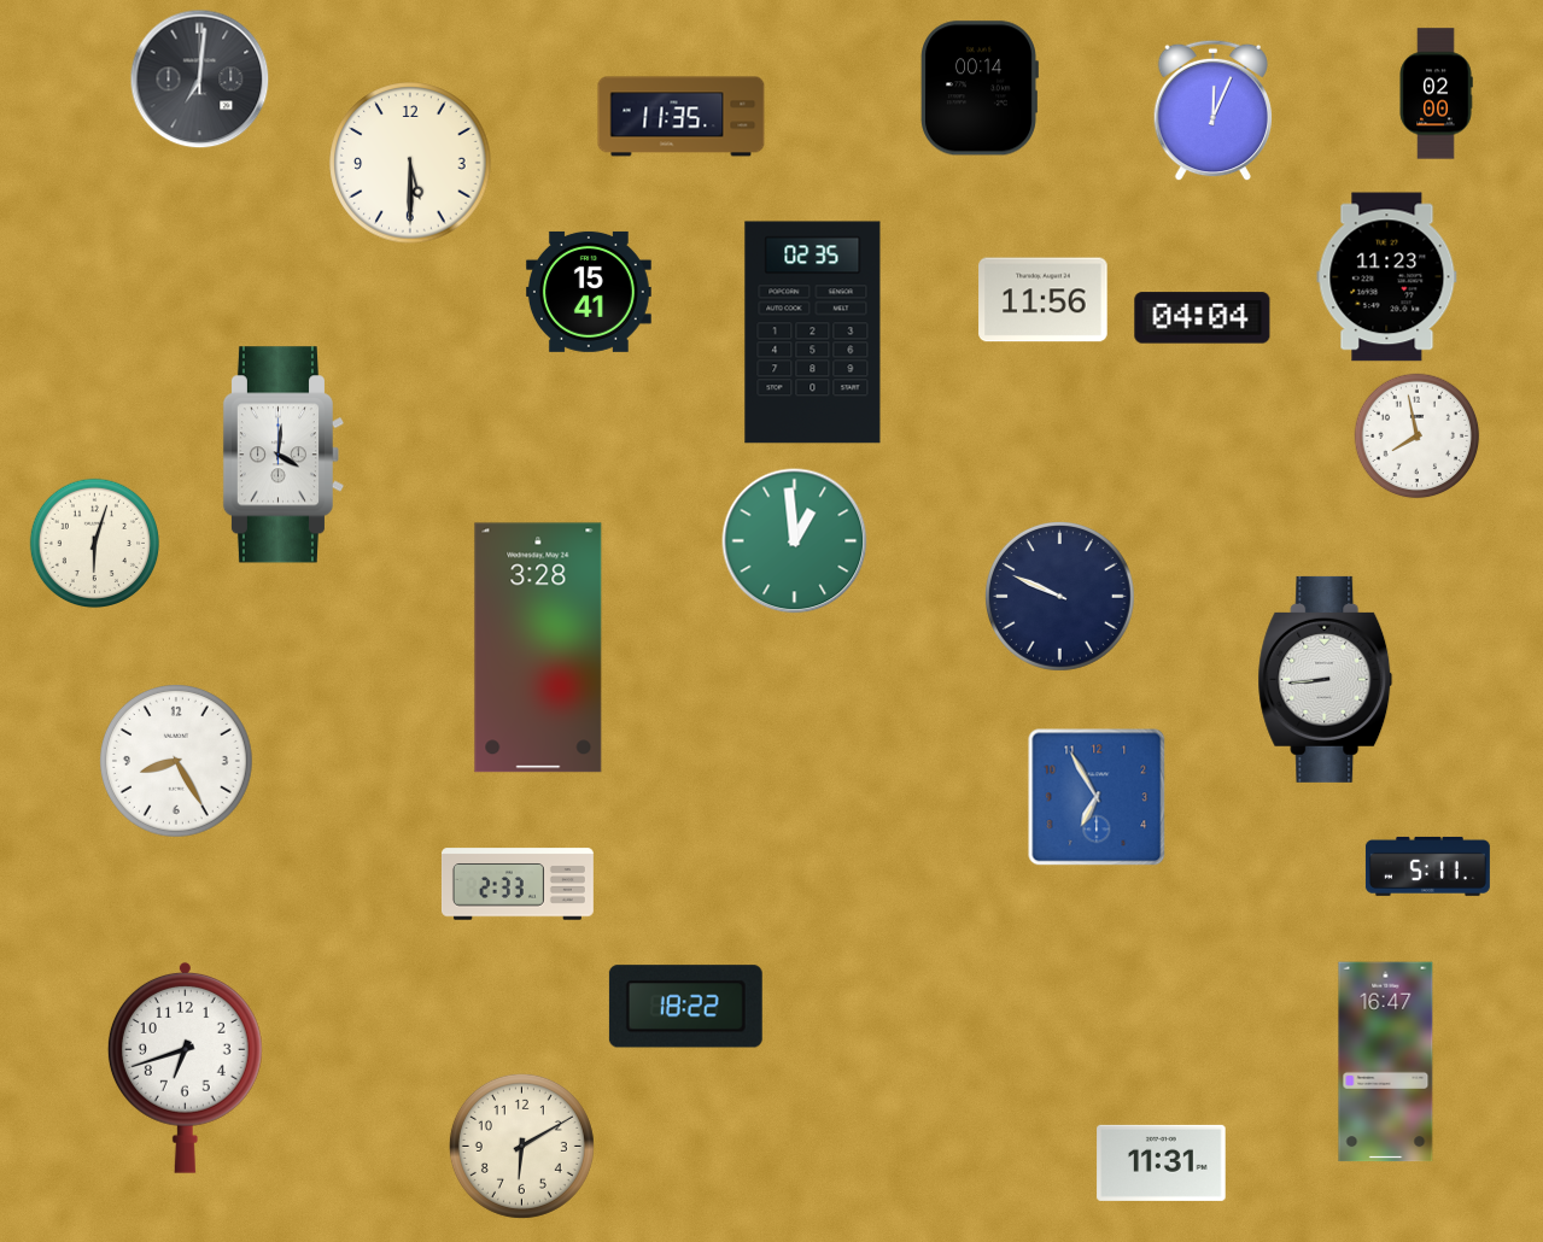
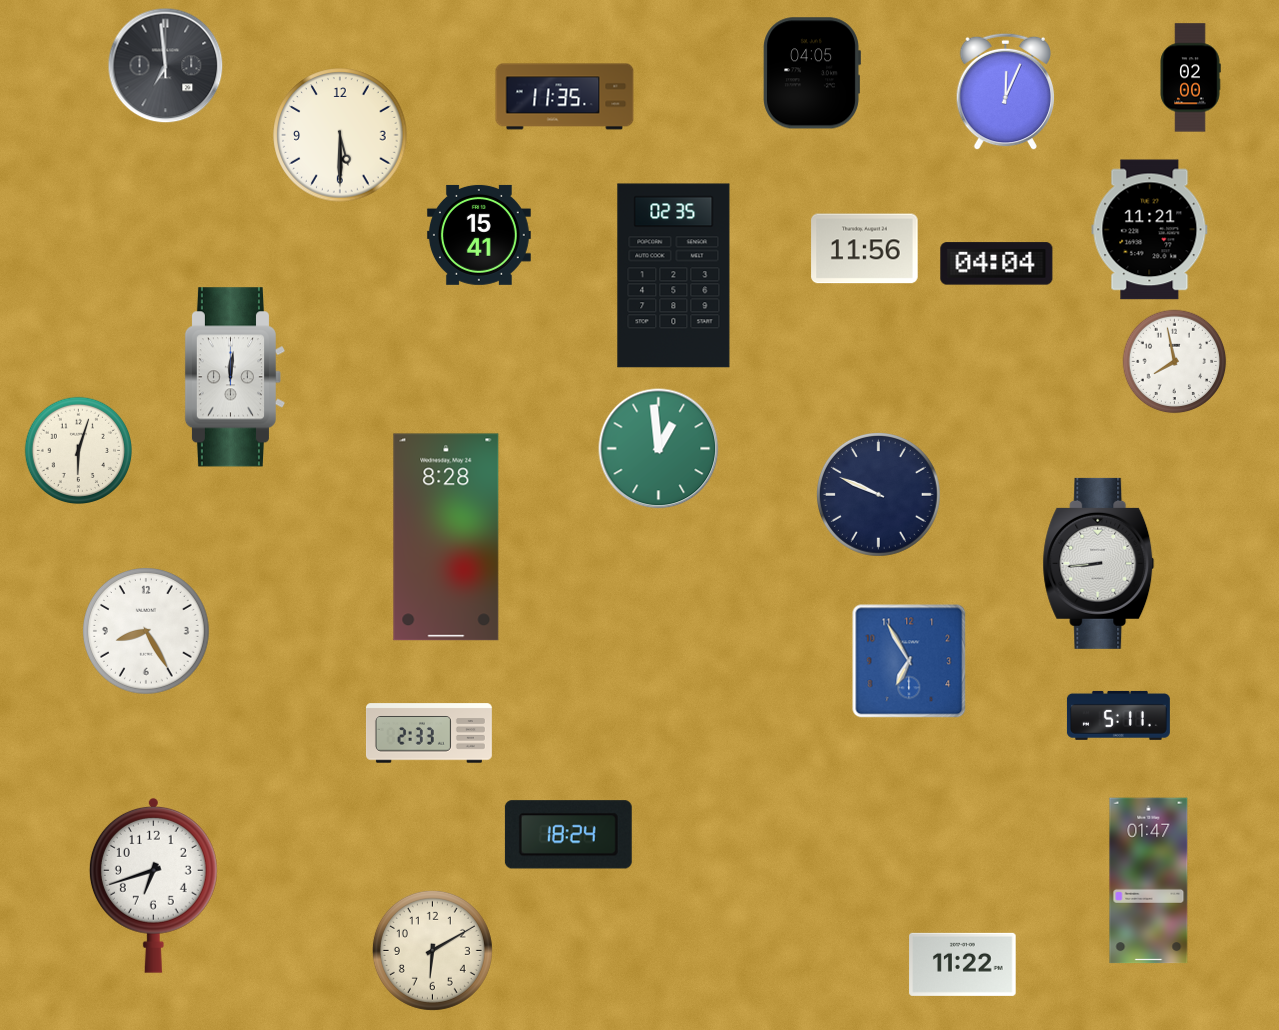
clock at (200, 80): 7:01 -> 6:59
clock at (980, 88): 00:14 -> 04:05
clock at (1387, 277): 11:23 -> 11:21
clock at (589, 292) position: (589, 292) -> (479, 235)
clock at (282, 455): 4:01 -> 12:01
clock at (538, 648): 3:28 -> 8:28
clock at (1427, 866) position: (1427, 866) -> (1118, 715)
clock at (685, 1007): 18:22 -> 18:24
clock at (1386, 1062): 16:47 -> 01:47
clock at (1162, 1162): 11:31 -> 11:22
